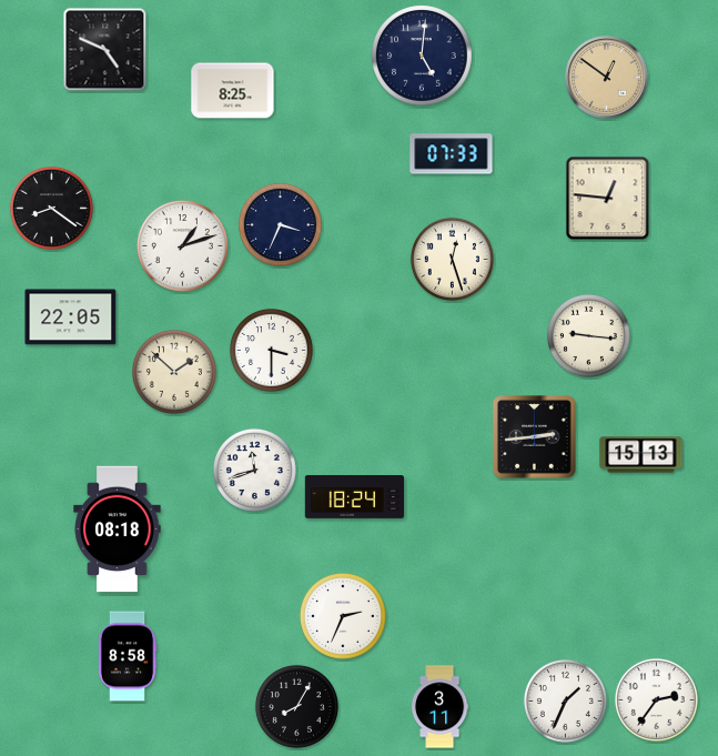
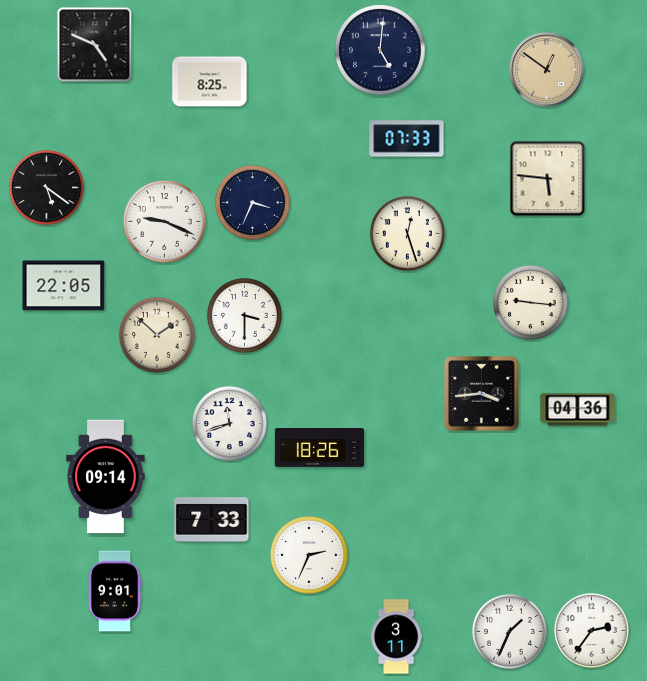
clock at (608, 199): 12:46 -> 5:46
clock at (51, 208): 8:21 -> 5:21
clock at (183, 246): 1:12 -> 9:19
clock at (535, 437): 2:44 -> 3:44
clock at (641, 455): 15:13 -> 04:36
clock at (355, 497): 18:24 -> 18:26
clock at (118, 530): 08:18 -> 09:14
clock at (212, 520): none -> 7:33
clock at (128, 656): 8:58 -> 9:01
clock at (296, 706): 8:05 -> none
